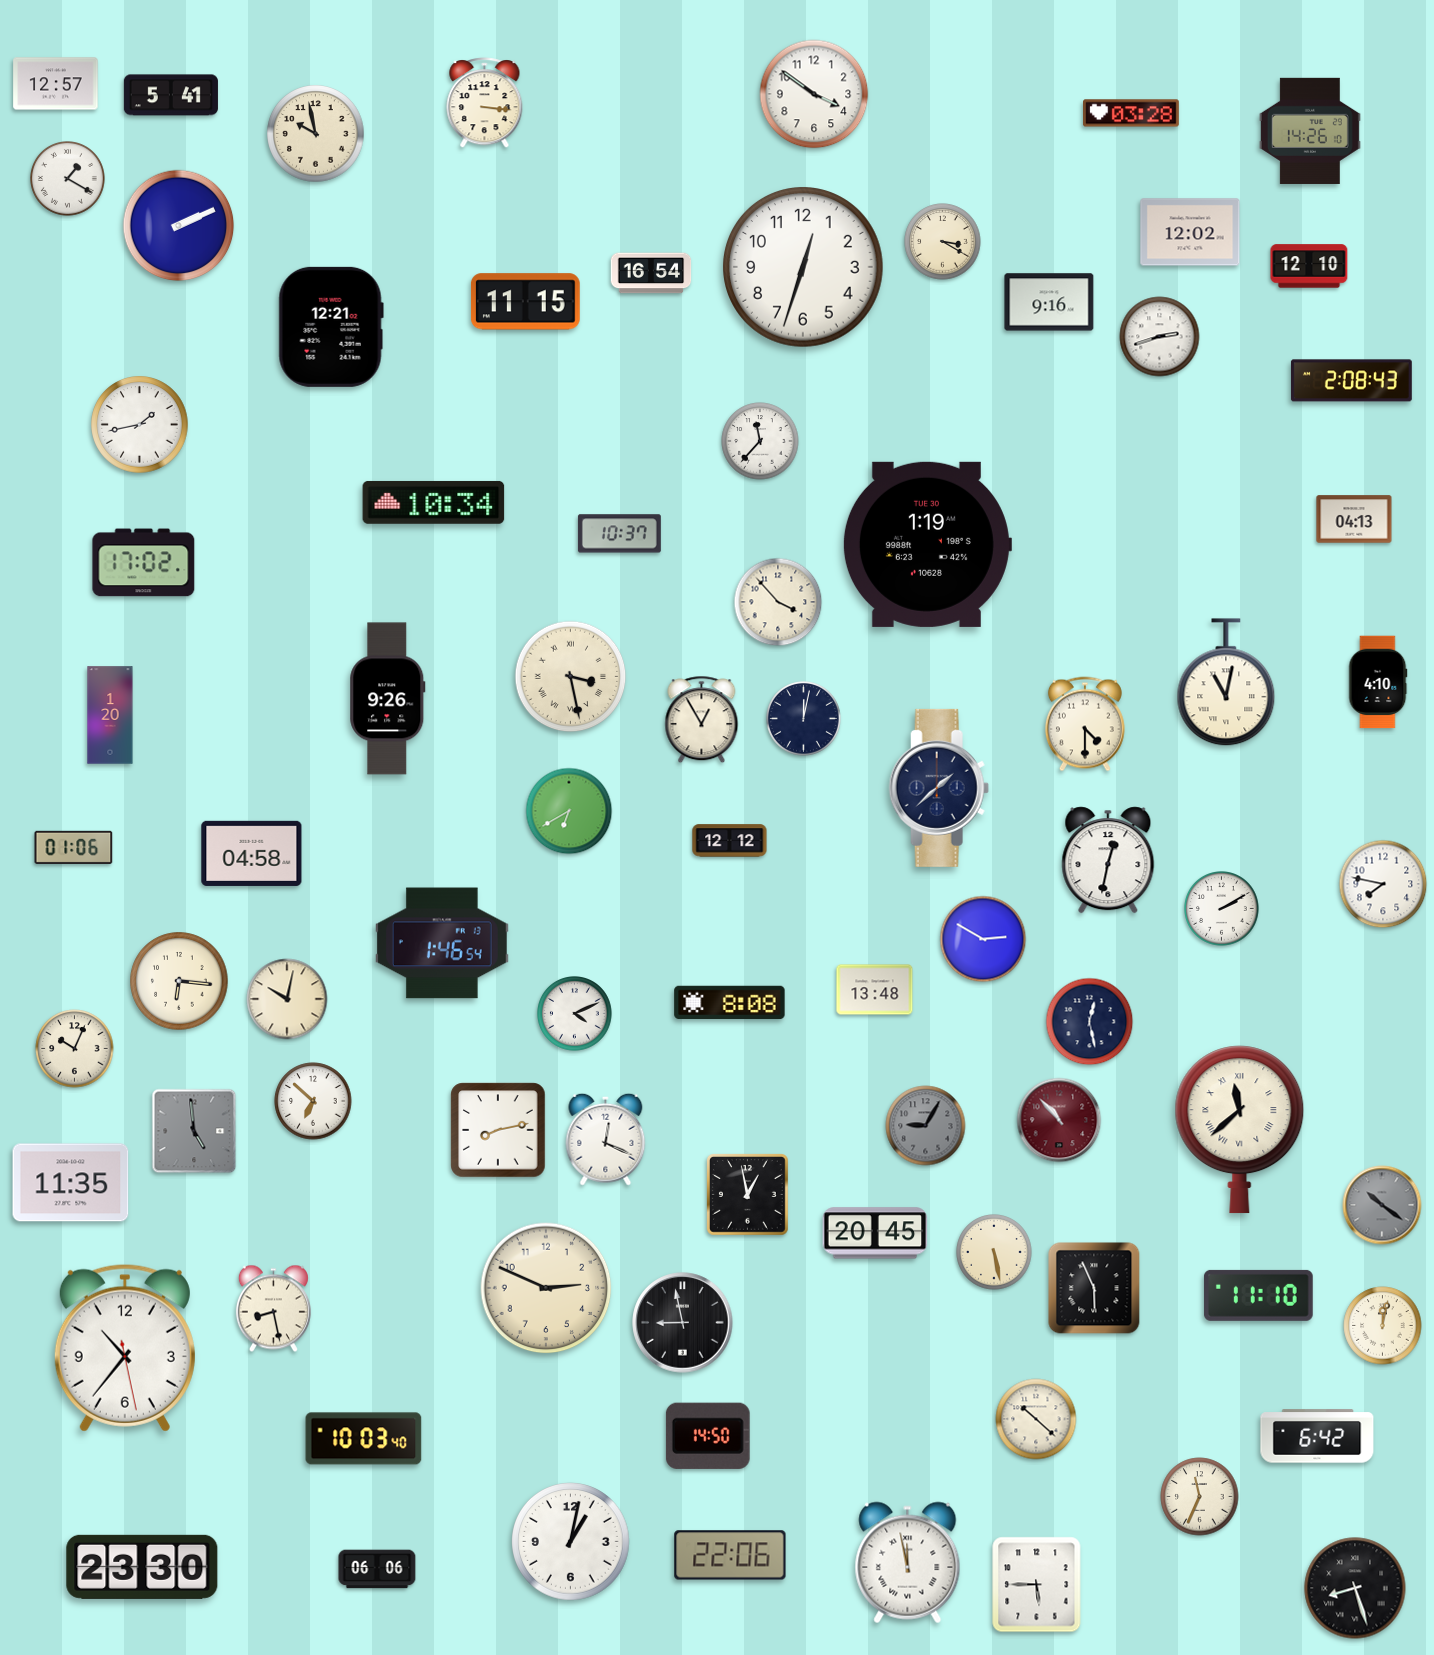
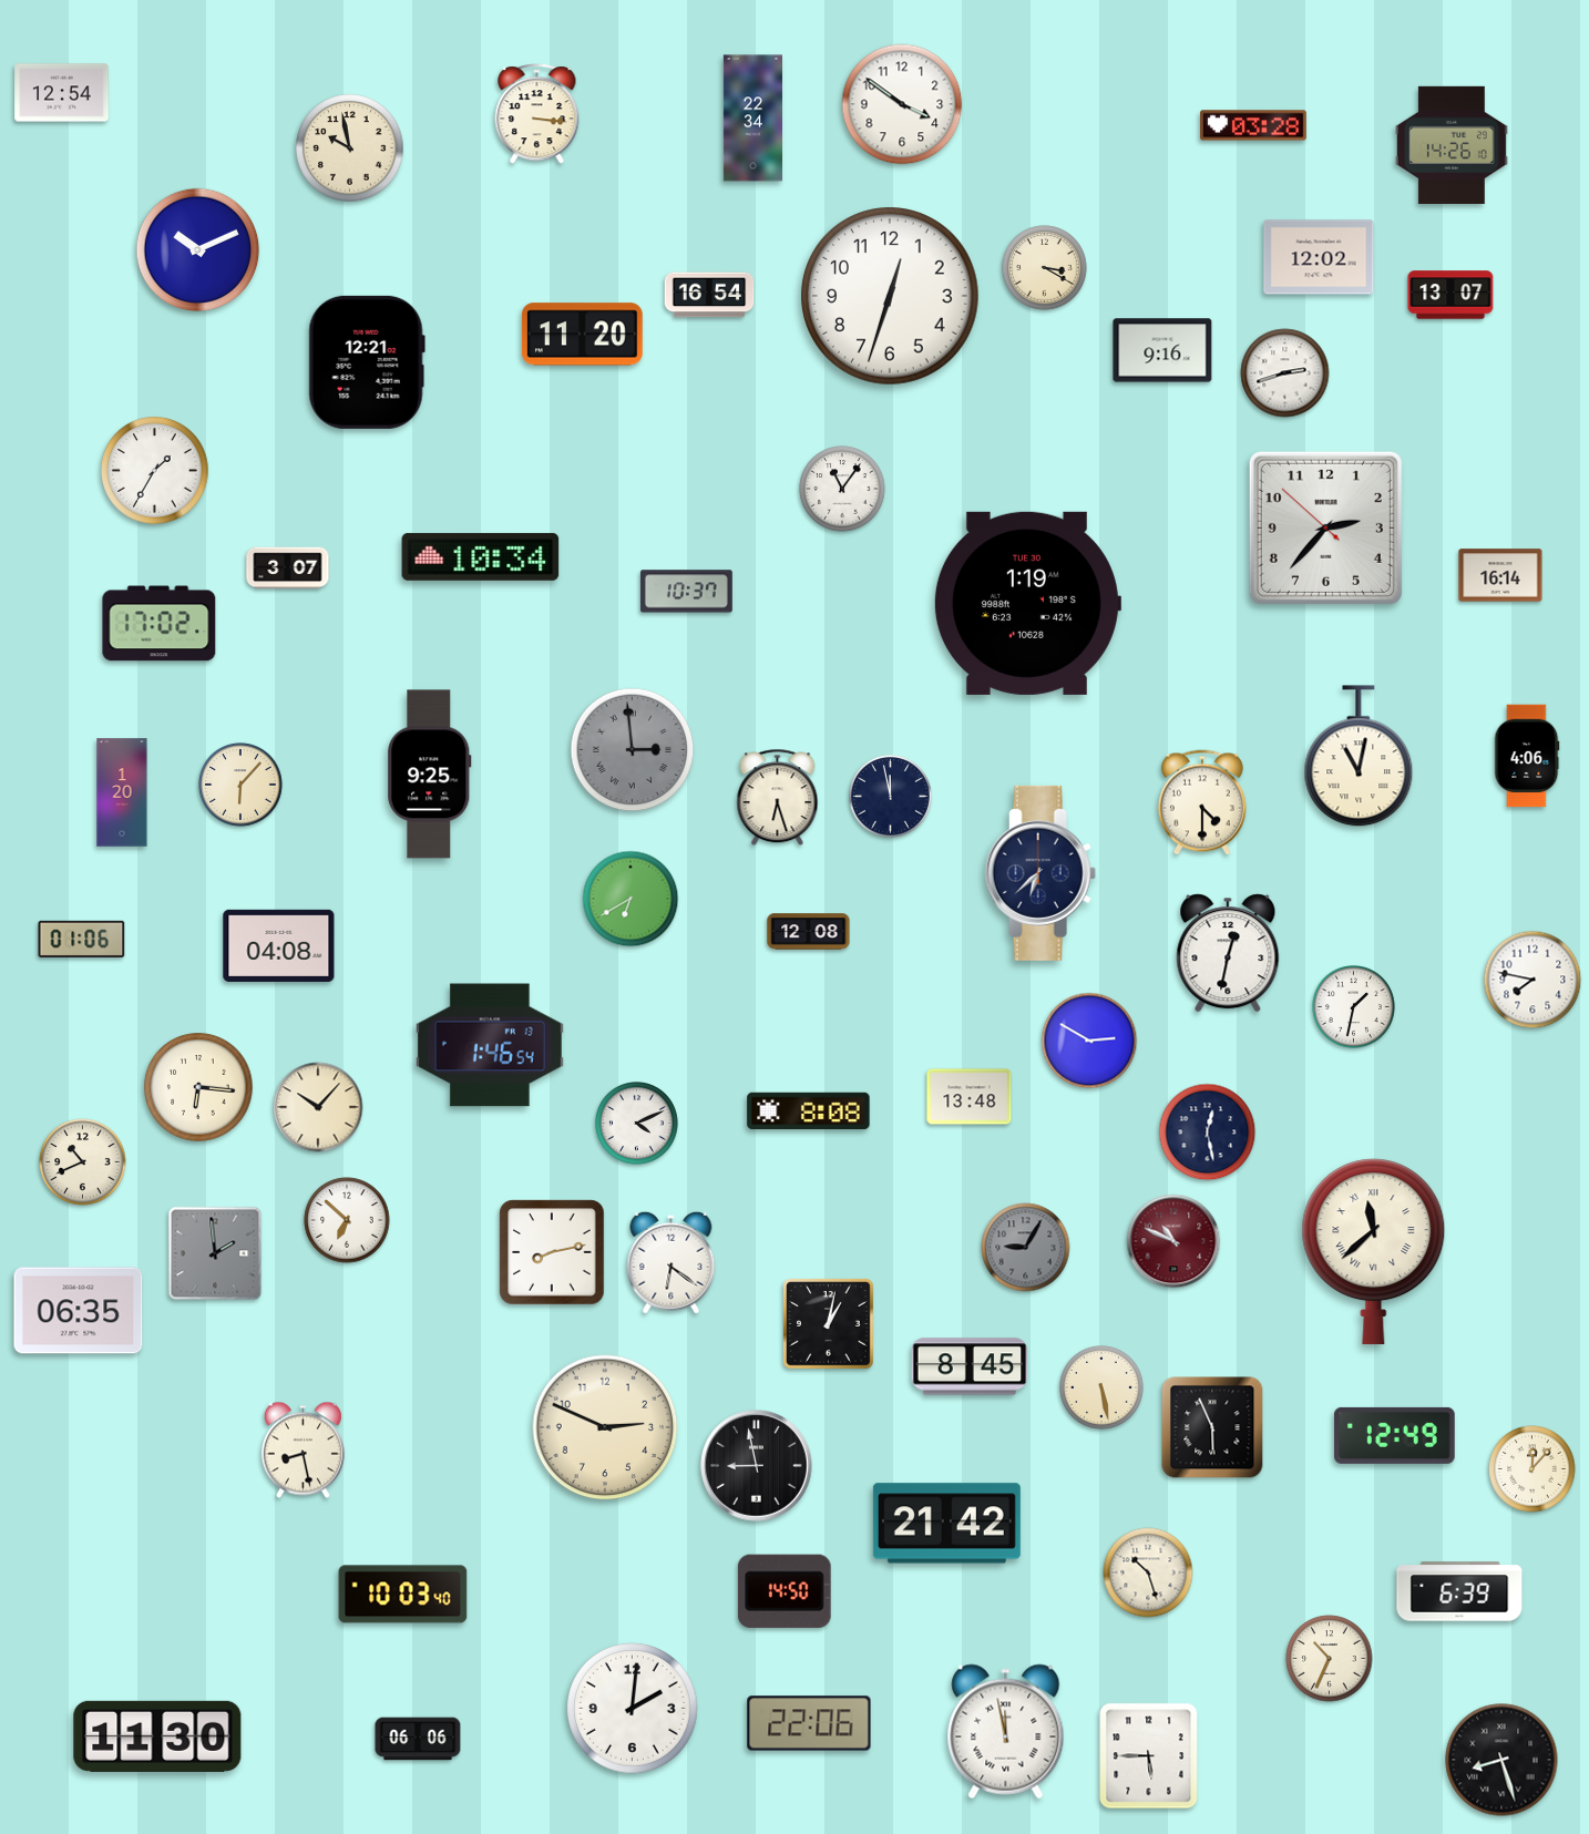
clock at (56, 84): 12:57 -> 12:54
clock at (171, 95): 5:41 -> none
clock at (752, 119): none -> 22:34
clock at (68, 179): 1:20 -> none
clock at (179, 226): 2:11 -> 10:11
clock at (1309, 266): 12:10 -> 13:07
clock at (651, 273) position: (651, 273) -> (709, 295)
clock at (525, 302): 11:15 -> 11:20
clock at (1049, 302) position: (1049, 302) -> (1162, 350)
clock at (1351, 381): 2:08 -> none
clock at (140, 425): 1:43 -> 1:35
clock at (760, 441): 11:37 -> 11:06
clock at (1325, 527): none -> 2:36
clock at (288, 568): none -> 3:07
clock at (1354, 519): 04:13 -> 16:14
clock at (778, 602): 3:53 -> none
clock at (571, 677): 3:28 -> 2:59
clock at (571, 677) dial: cream -> grey
clock at (1378, 682): 4:10 -> 4:06
clock at (388, 699): 9:26 -> 9:25
clock at (240, 785): none -> 6:07
clock at (804, 719): 12:02 -> 11:58
clock at (702, 720): 12:55 -> 6:27
clock at (939, 788): 1:38 -> 6:38
clock at (730, 841): 12:12 -> 12:08
clock at (252, 853): 04:58 -> 04:08
clock at (1222, 909): 2:10 -> 1:32
clock at (287, 999): 10:02 -> 10:07
clock at (75, 1049): 10:04 -> 10:41
clock at (1059, 1120): 10:53 -> 10:49
clock at (194, 1131): 4:59 -> 1:59
clock at (606, 1139): 12:19 -> 6:21
clock at (71, 1183): 11:35 -> 06:35
clock at (748, 1195): 12:58 -> 1:02
clock at (1382, 1205): 10:21 -> none
clock at (875, 1233): 20:45 -> 8:45
clock at (1258, 1295): 11:10 -> 12:49
clock at (1383, 1326): 12:02 -> 12:07
clock at (125, 1348): 10:36 -> none
clock at (946, 1524): none -> 21:42
clock at (1036, 1419): 10:22 -> 10:27
clock at (1317, 1436): 6:42 -> 6:39
clock at (1200, 1497): 11:34 -> 10:34
clock at (571, 1542): 1:02 -> 2:01
clock at (142, 1567): 23:30 -> 11:30
